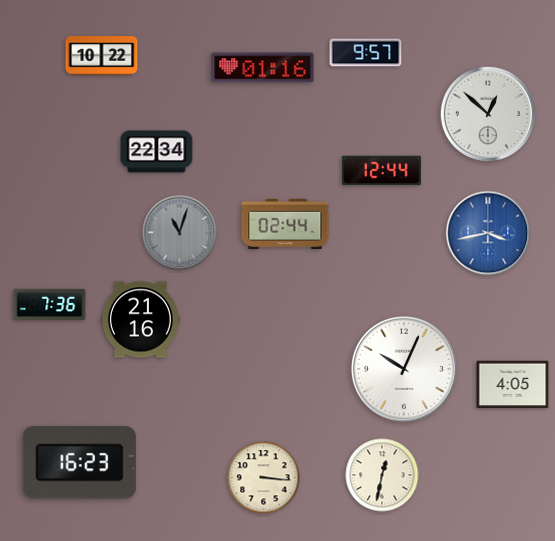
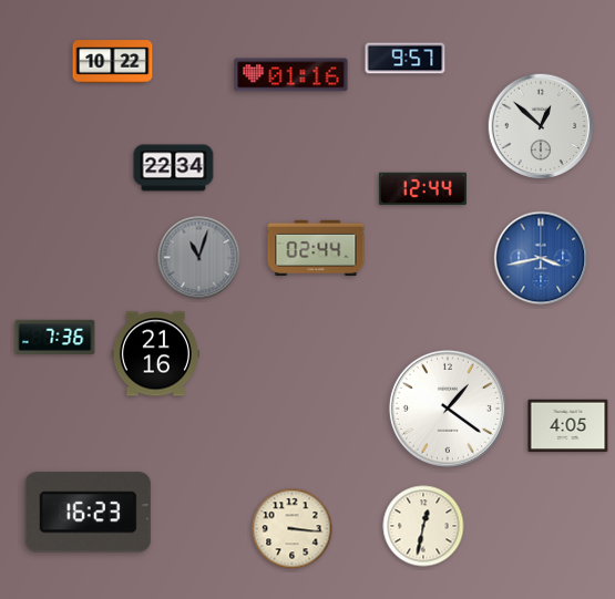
clock at (404, 369): 10:04 -> 1:21
